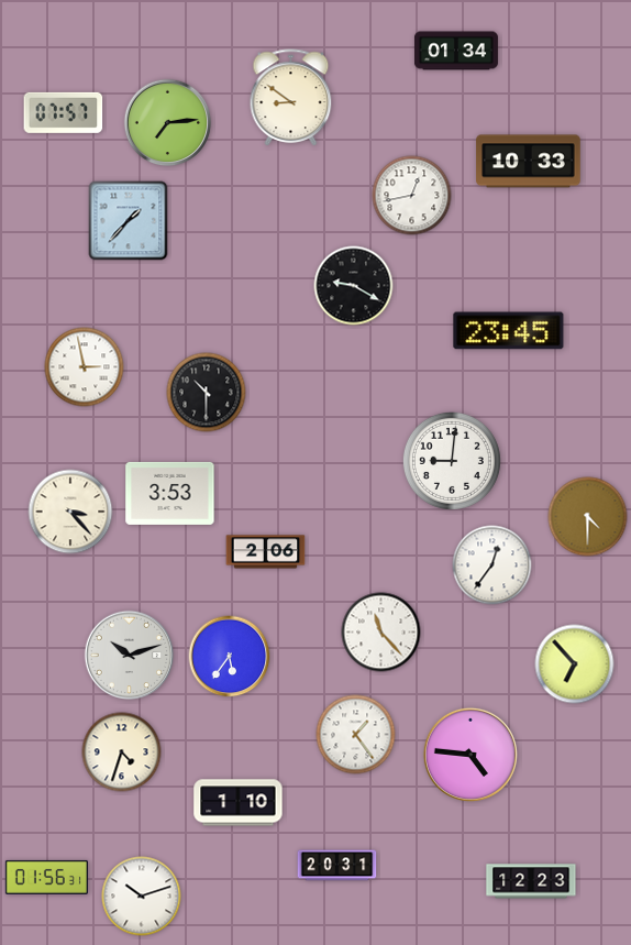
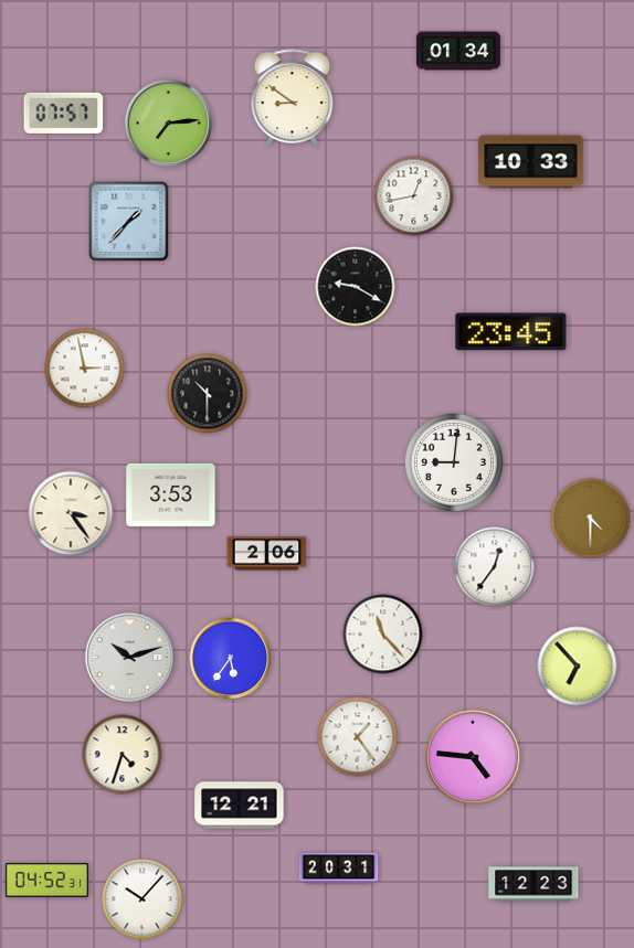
clock at (70, 512): 3:23 -> 3:24
clock at (239, 803): 1:10 -> 12:21
clock at (46, 877): 01:56 -> 04:52
clock at (142, 897): 10:12 -> 10:07
